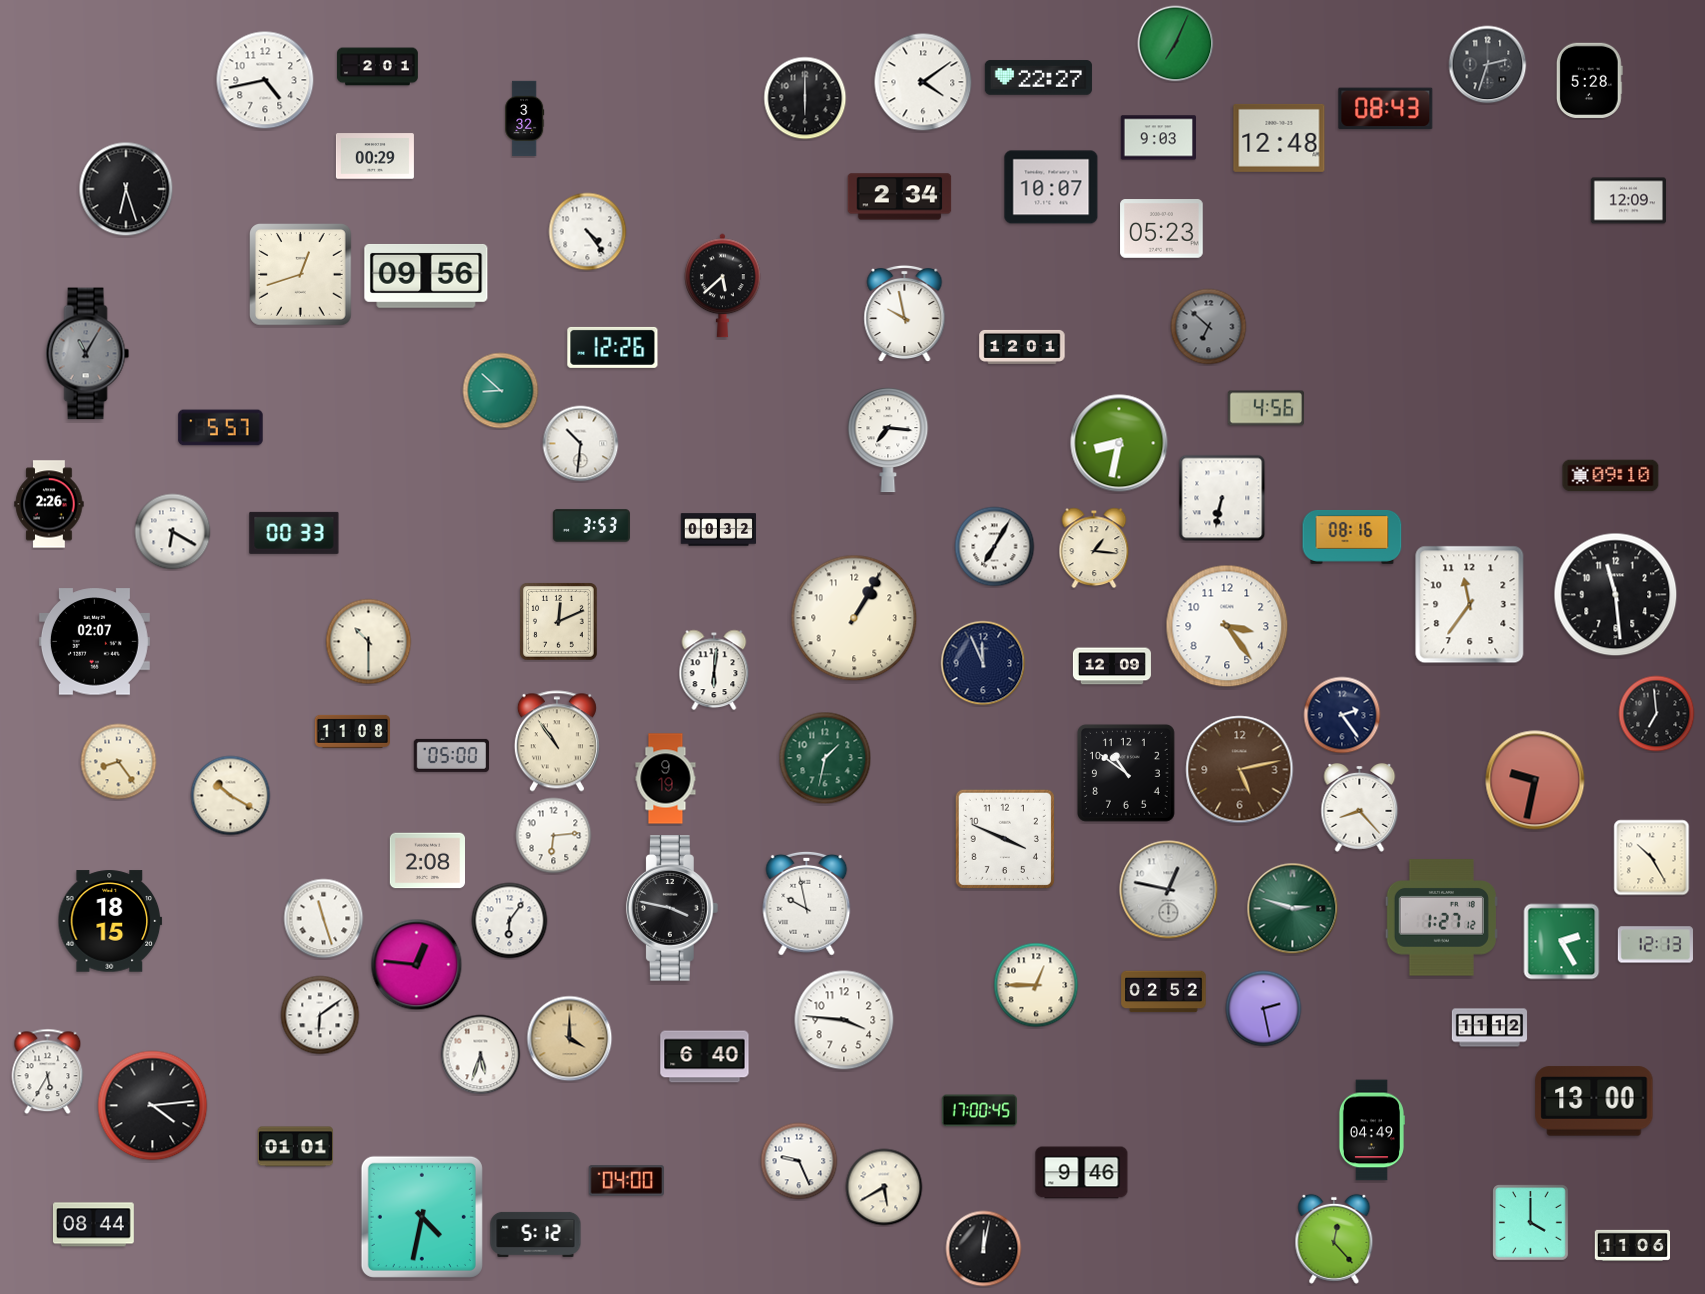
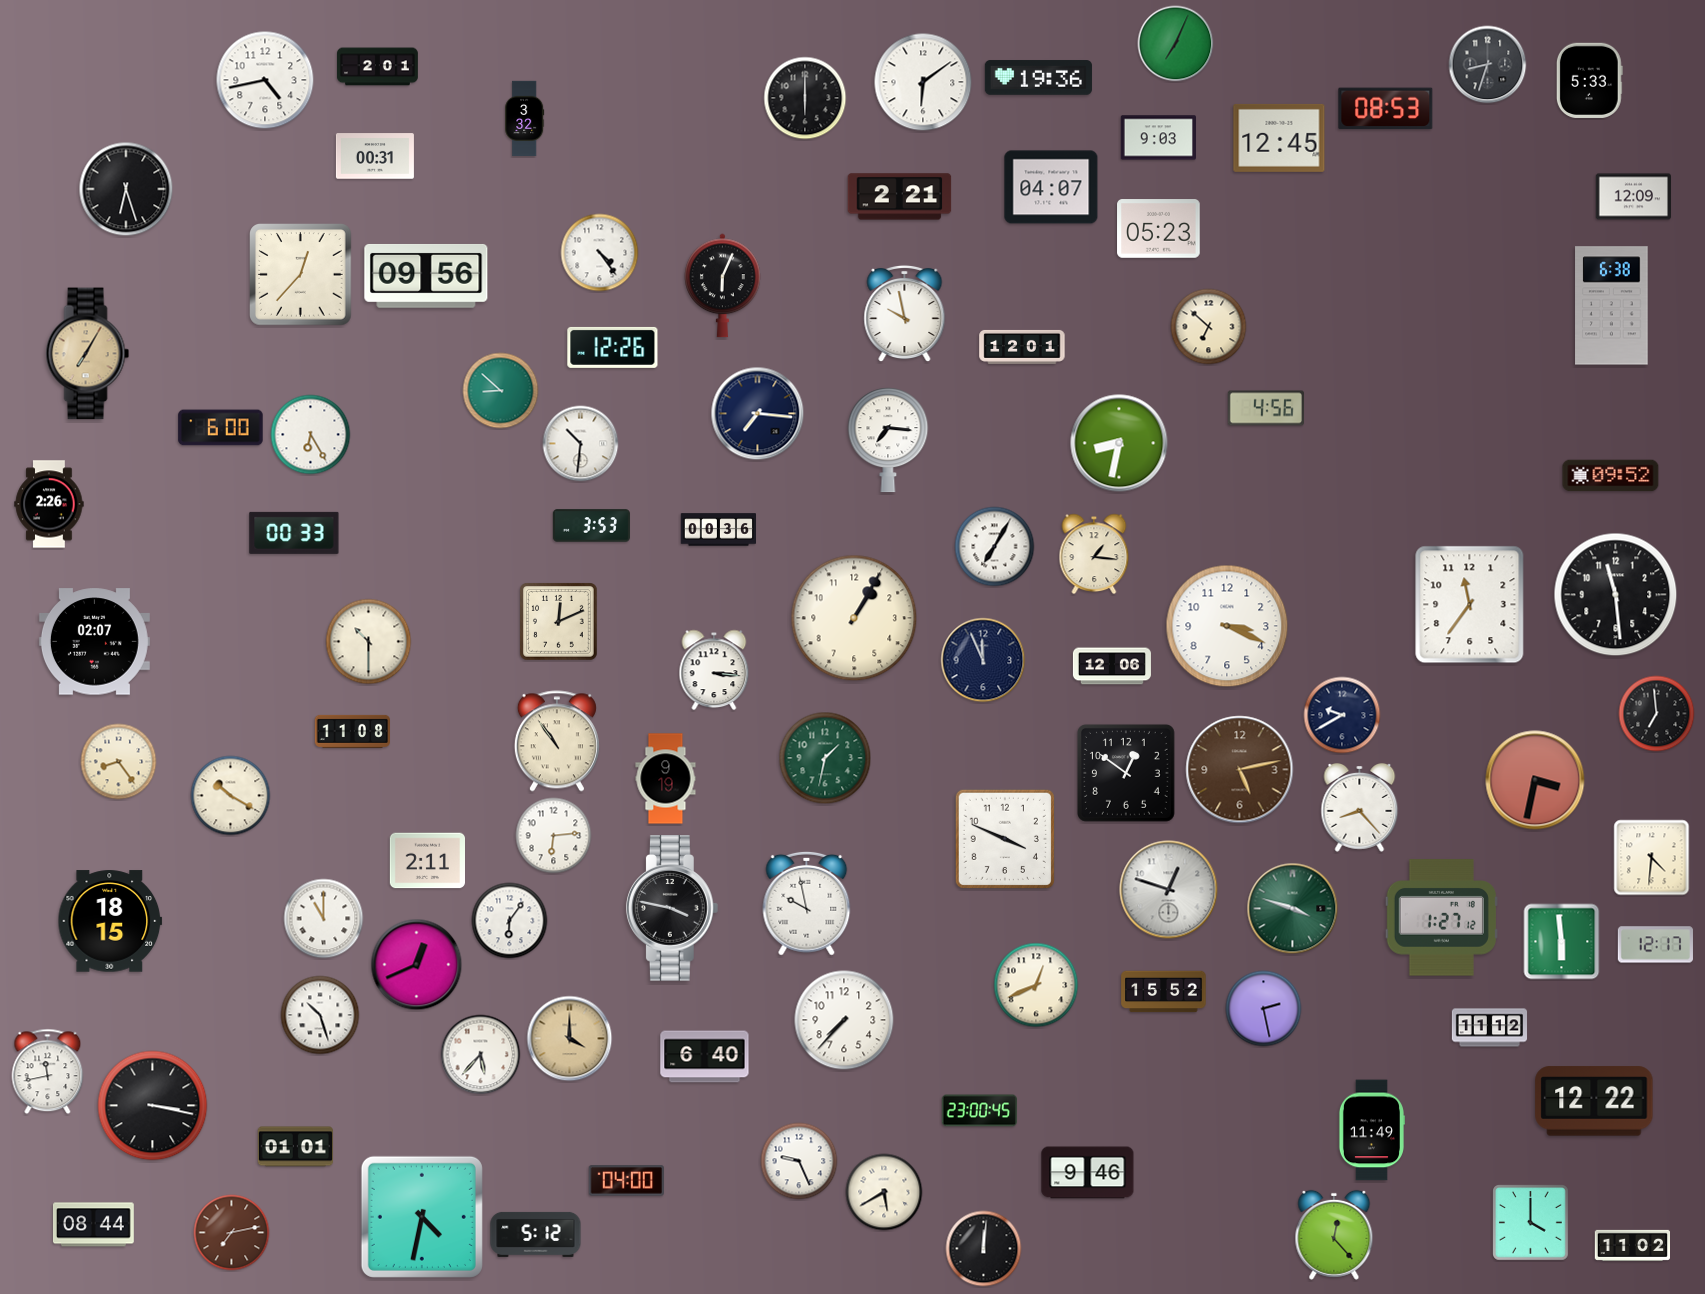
clock at (1488, 65): 2:33 -> 8:33
clock at (1038, 78): 22:27 -> 19:36
clock at (1589, 80): 5:28 -> 5:33
clock at (923, 82): 4:09 -> 6:09
clock at (1386, 109): 08:43 -> 08:53
clock at (1279, 138): 12:48 -> 12:45
clock at (375, 156): 00:29 -> 00:31
clock at (1051, 187): 10:07 -> 04:07
clock at (900, 197): 2:34 -> 2:21
clock at (1628, 201) position: (1628, 201) -> (1633, 197)
clock at (1162, 229) position: (1162, 229) -> (1159, 229)
clock at (588, 232) position: (588, 232) -> (600, 253)
clock at (301, 275): 12:42 -> 12:37
clock at (723, 286): 5:38 -> 6:04
clock at (1612, 306): none -> 6:38
clock at (1209, 327) dial: grey -> cream
clock at (88, 354): 11:05 -> 7:05
clock at (88, 354) dial: grey -> champagne
clock at (758, 414): none -> 7:16
clock at (221, 428): 5:57 -> 6:00
clock at (311, 435): none -> 6:25
clock at (1611, 476): 09:10 -> 09:52
clock at (1222, 498): 6:32 -> none
clock at (719, 530): 00:32 -> 00:36
clock at (173, 532): 6:20 -> none
clock at (1352, 537): 08:16 -> none
clock at (1094, 548) position: (1094, 548) -> (1094, 554)
clock at (1227, 626): 3:24 -> 3:19
clock at (983, 663) position: (983, 663) -> (983, 660)
clock at (1112, 666): 12:09 -> 12:06
clock at (714, 670): 6:01 -> 3:16
clock at (1342, 715): 2:24 -> 9:40
clock at (451, 755): 05:00 -> none
clock at (1126, 773): 10:51 -> 12:51
clock at (1535, 780): 9:32 -> 3:32
clock at (1652, 858): 10:25 -> 4:31
clock at (427, 861): 2:08 -> 2:11
clock at (1169, 890): 12:47 -> 12:48
clock at (1293, 909): 2:48 -> 3:48
clock at (324, 919): 11:27 -> 11:00
clock at (1562, 942): 2:25 -> 5:59
clock at (1655, 945): 12:13 -> 12:17
clock at (417, 965): 12:46 -> 12:41
clock at (1036, 985): 12:45 -> 12:41
clock at (1164, 992): 02:52 -> 15:52
clock at (320, 1015): 6:09 -> 10:27
clock at (844, 1020): 3:46 -> 7:37
clock at (481, 1055): 5:33 -> 5:37
clock at (48, 1072): 5:35 -> 11:43
clock at (1594, 1101): 13:00 -> 12:22
clock at (153, 1106): 4:14 -> 3:17
clock at (979, 1111): 17:00 -> 23:00
clock at (1371, 1130): 04:49 -> 11:49
clock at (1082, 1173) position: (1082, 1173) -> (1088, 1173)
clock at (884, 1187) position: (884, 1187) -> (884, 1192)
clock at (232, 1233): none -> 7:13
clock at (1334, 1239) position: (1334, 1239) -> (1334, 1235)
clock at (1632, 1245): 11:06 -> 11:02
clock at (984, 1249): 12:02 -> 12:01
